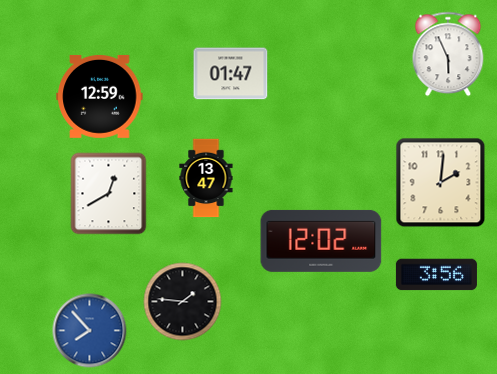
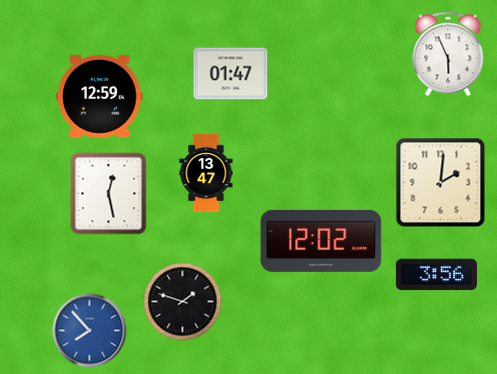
clock at (206, 178) position: (206, 178) -> (206, 173)
clock at (109, 194): 12:40 -> 12:28
clock at (183, 302): 1:46 -> 1:48
